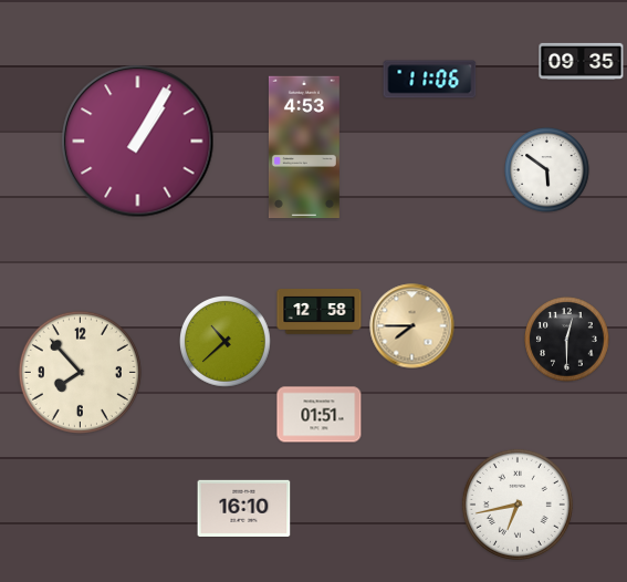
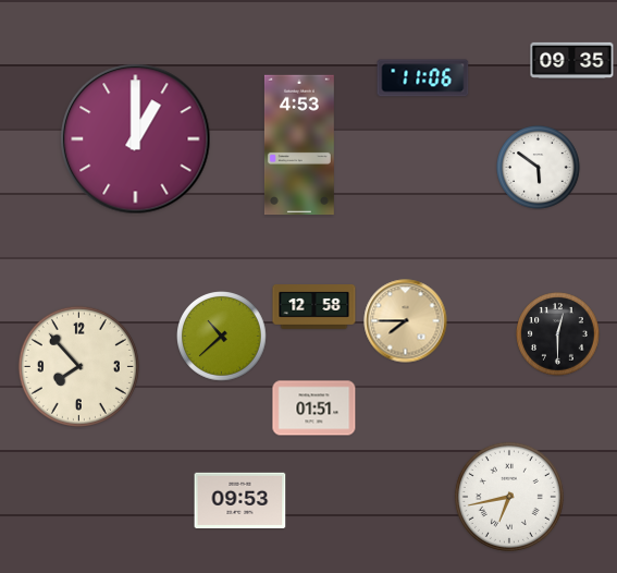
clock at (138, 142): 1:05 -> 1:00
clock at (244, 508): 16:10 -> 09:53
